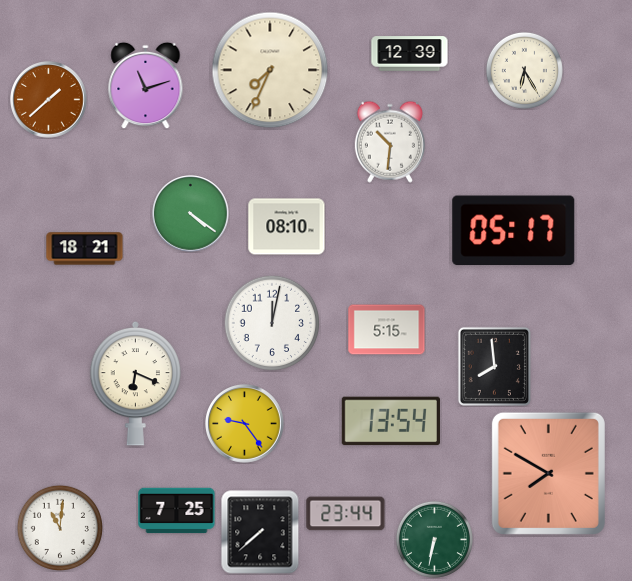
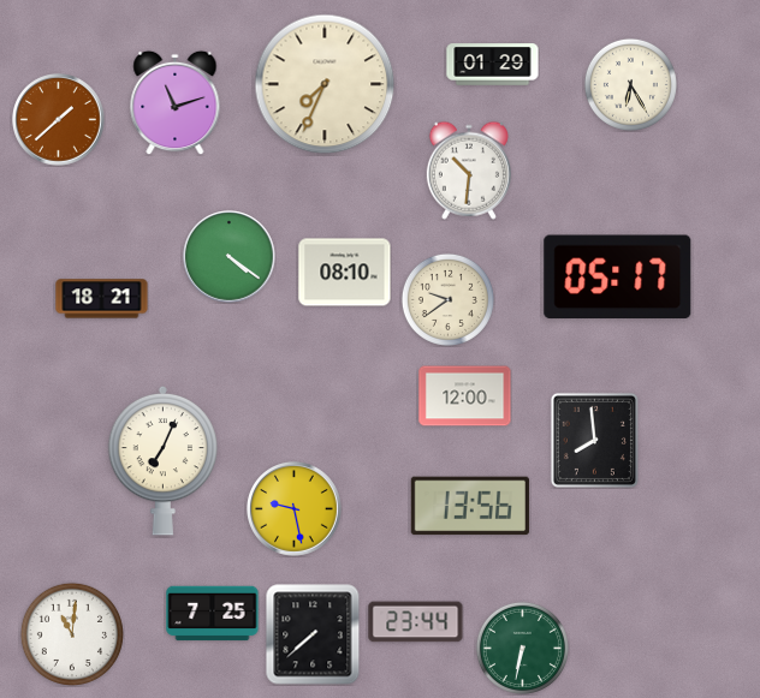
clock at (410, 54): 12:39 -> 01:29
clock at (447, 299): none -> 9:39
clock at (272, 323): 12:02 -> none
clock at (387, 330): 5:15 -> 12:00
clock at (136, 383): 6:19 -> 7:04
clock at (391, 421): 13:54 -> 13:56
clock at (245, 424): 9:24 -> 9:28
clock at (548, 473): 7:50 -> none
clock at (346, 514) position: (346, 514) -> (416, 622)
clock at (260, 532) position: (260, 532) -> (313, 634)
